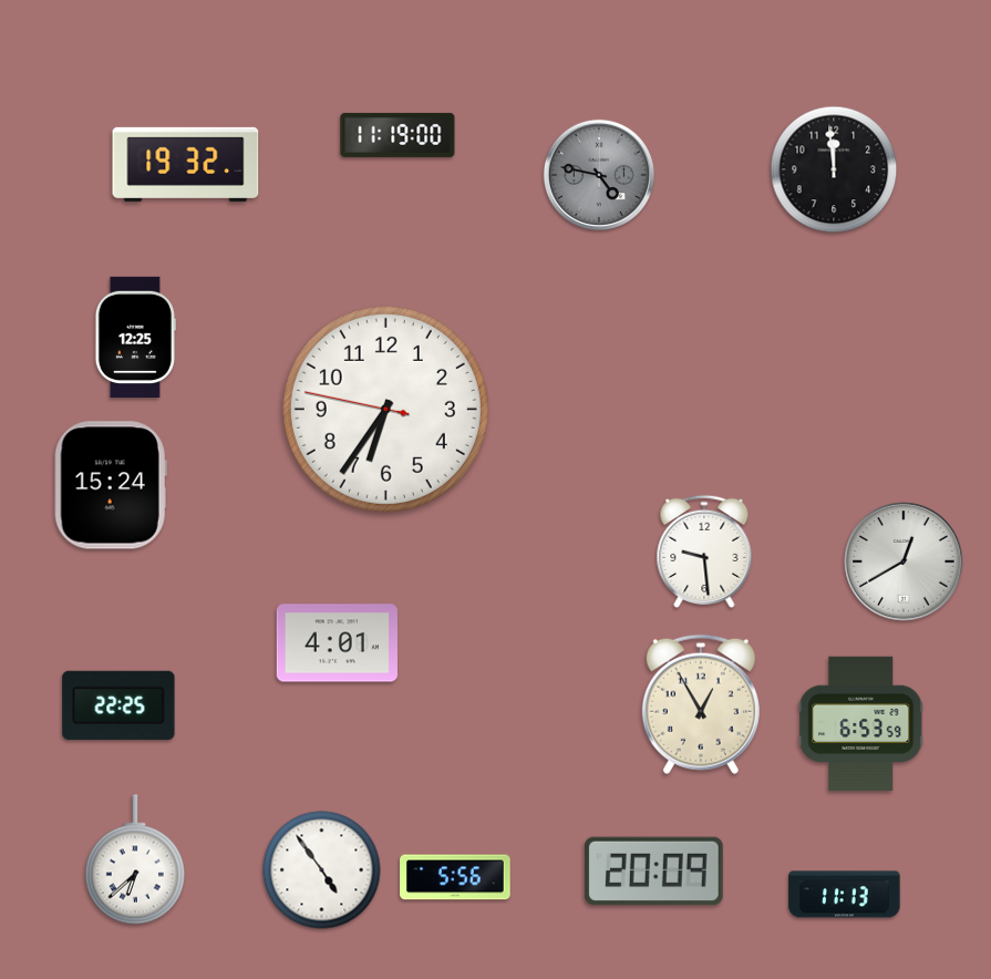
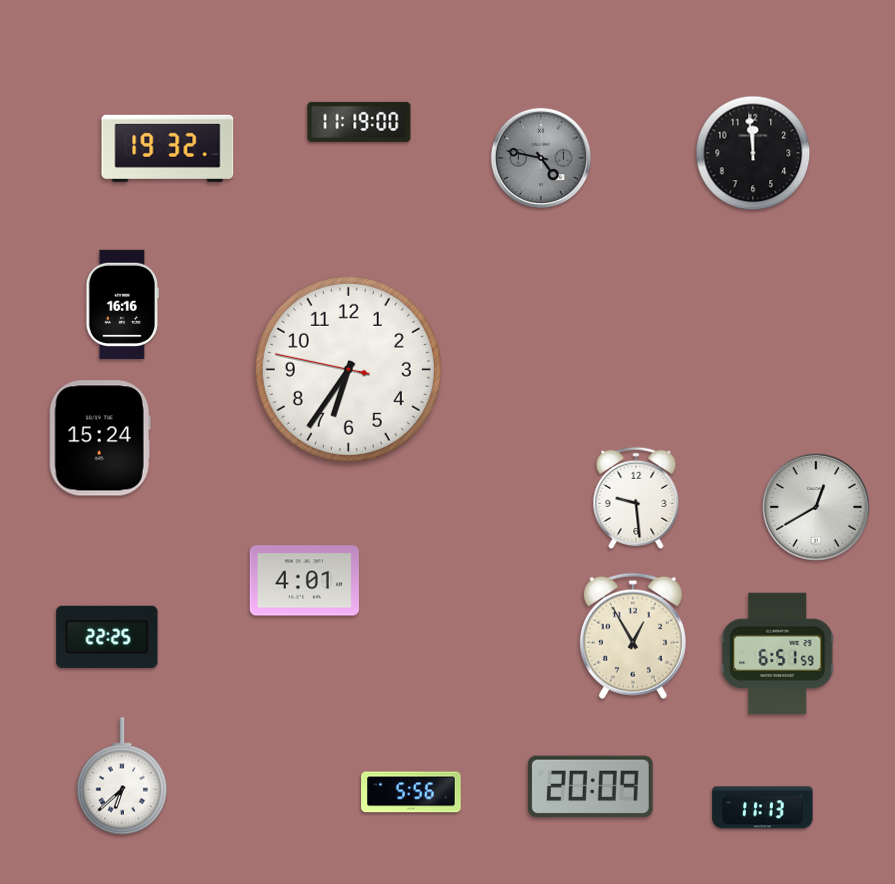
clock at (135, 337): 12:25 -> 16:16
clock at (861, 724): 6:53 -> 6:51
clock at (322, 870): 4:54 -> none
